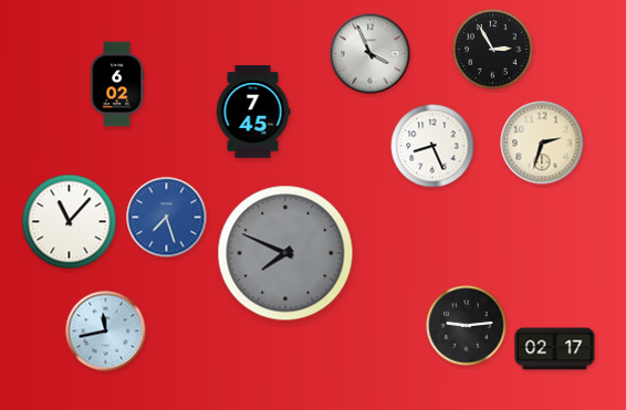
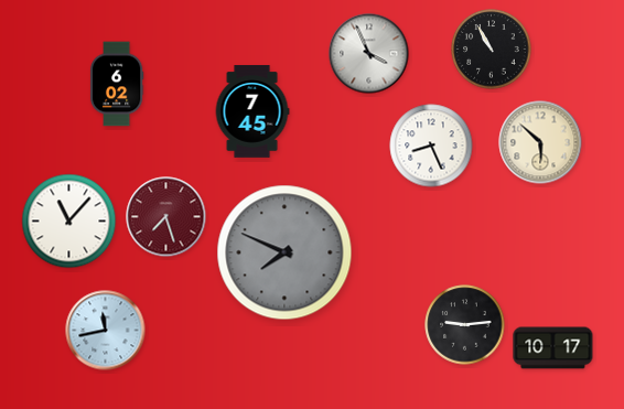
clock at (493, 50): 2:55 -> 10:55
clock at (542, 143): 2:33 -> 5:52
clock at (167, 218) dial: blue -> burgundy
clock at (555, 349): 02:17 -> 10:17
